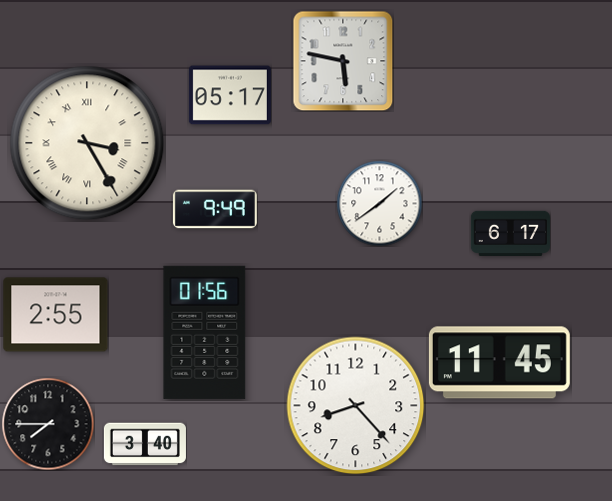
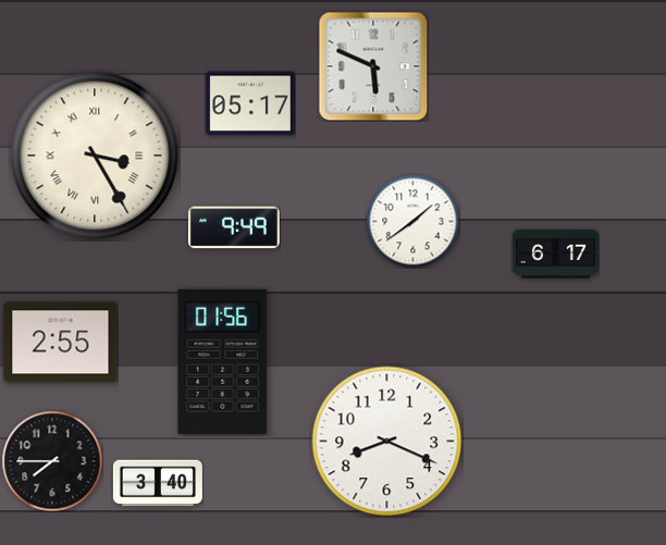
clock at (343, 61): 5:47 -> 5:49
clock at (499, 363): 11:45 -> none
clock at (356, 406): 8:23 -> 8:19
